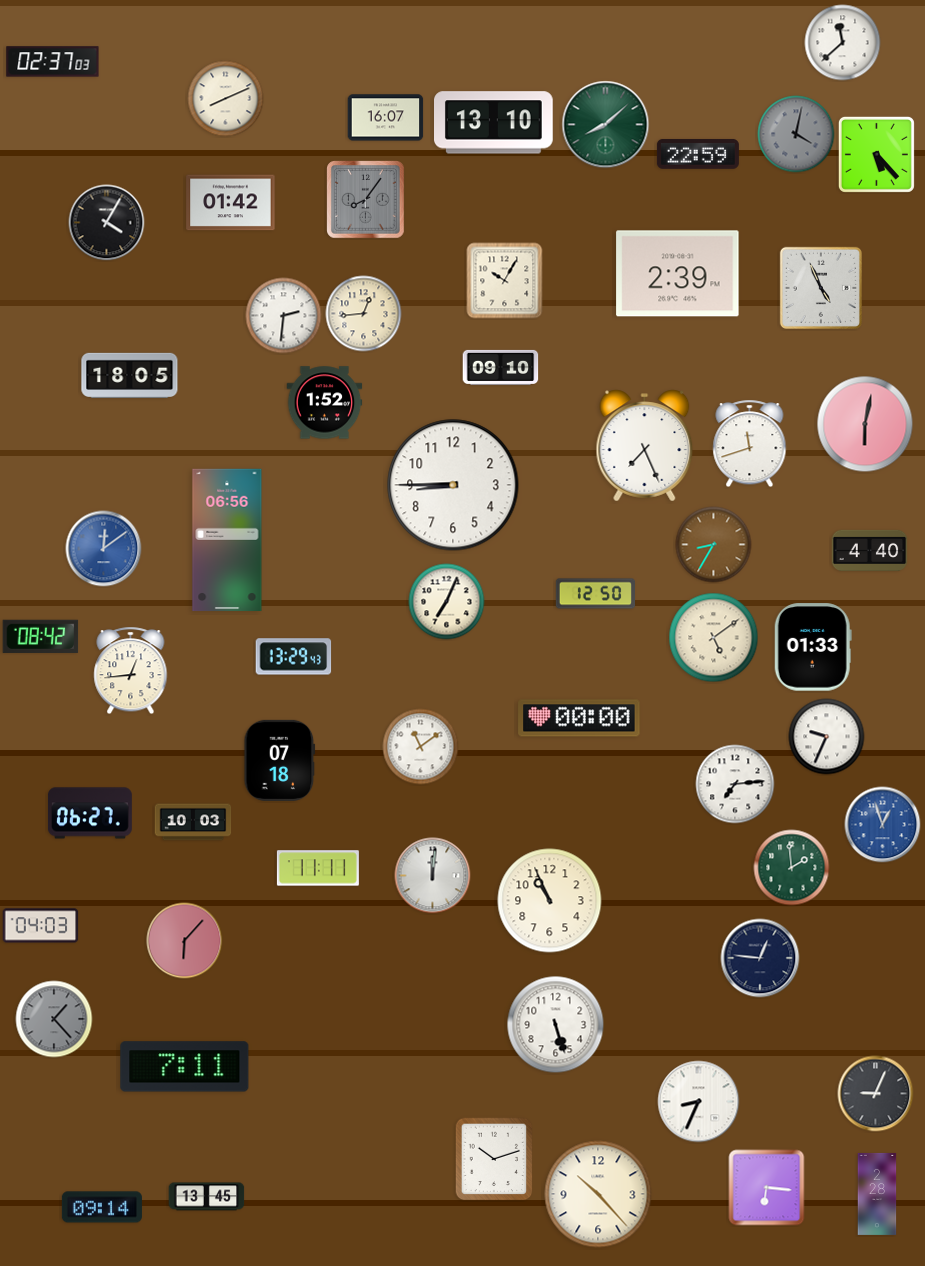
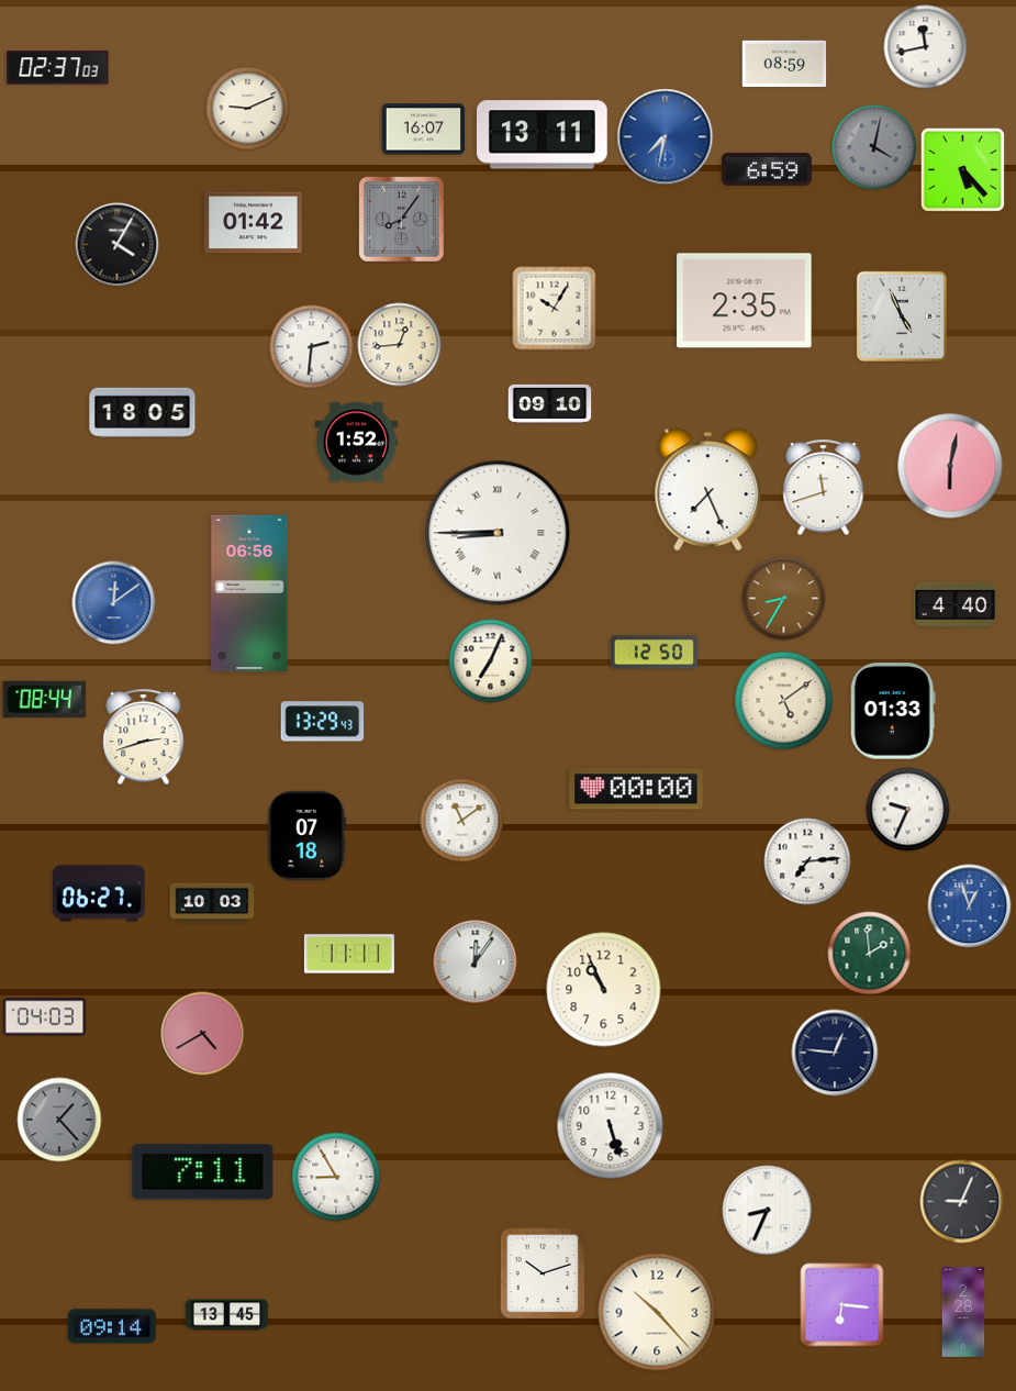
clock at (843, 43): 11:38 -> 11:43
clock at (784, 64): none -> 08:59
clock at (226, 99): 8:11 -> 9:11
clock at (494, 123): 13:10 -> 13:11
clock at (606, 125): 8:08 -> 7:32
clock at (606, 125) dial: green -> blue
clock at (698, 154): 22:59 -> 6:59
clock at (678, 274): 2:39 -> 2:35
clock at (453, 485) numerals: Arabic -> Roman
clock at (41, 636): 08:42 -> 08:44
clock at (131, 671): 12:44 -> 2:42
clock at (433, 876): 12:01 -> 12:06
clock at (185, 941): 6:07 -> 4:40
clock at (336, 1177): none -> 8:55
